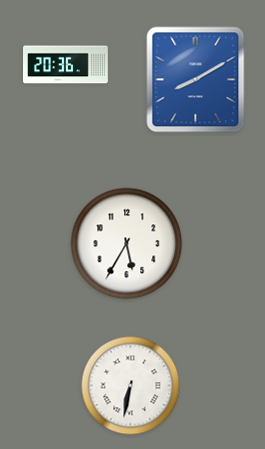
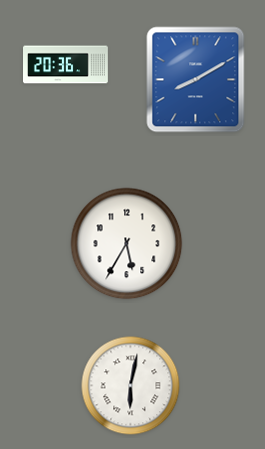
clock at (131, 386): 6:32 -> 6:02
